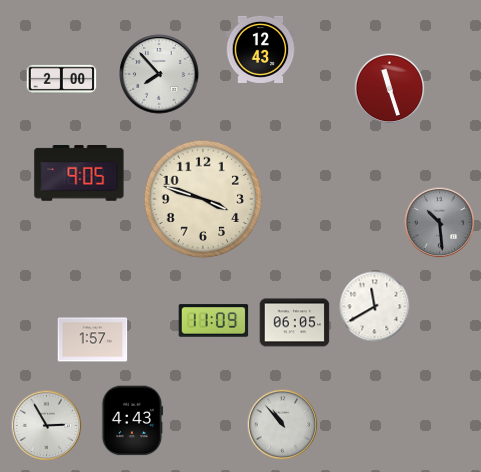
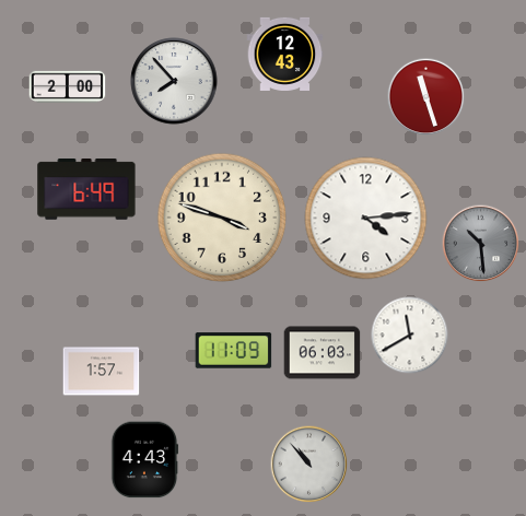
clock at (79, 174): 9:05 -> 6:49
clock at (366, 219): none -> 4:14
clock at (295, 323): 06:05 -> 06:03
clock at (47, 426): 2:55 -> none
